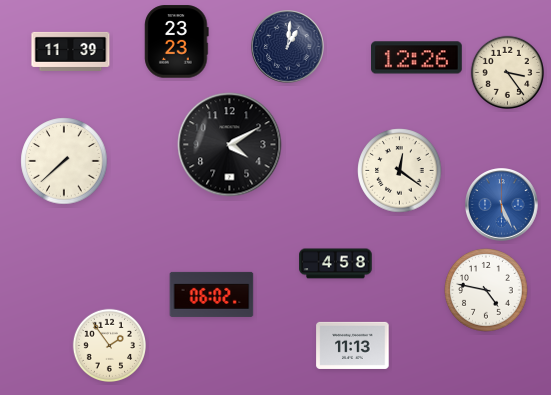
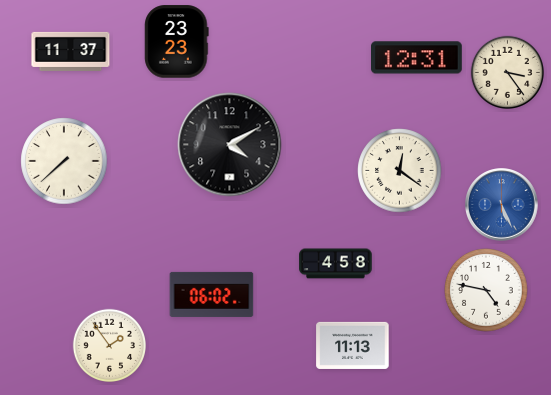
clock at (288, 47): 1:01 -> none
clock at (71, 51): 11:39 -> 11:37
clock at (417, 58): 12:26 -> 12:31
